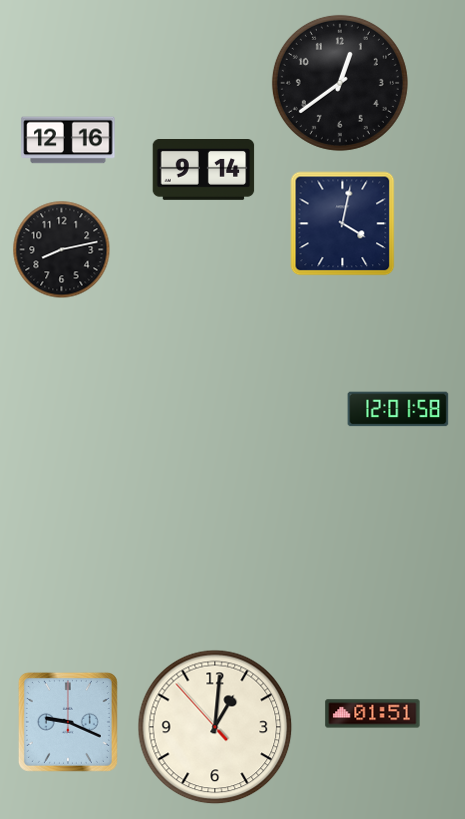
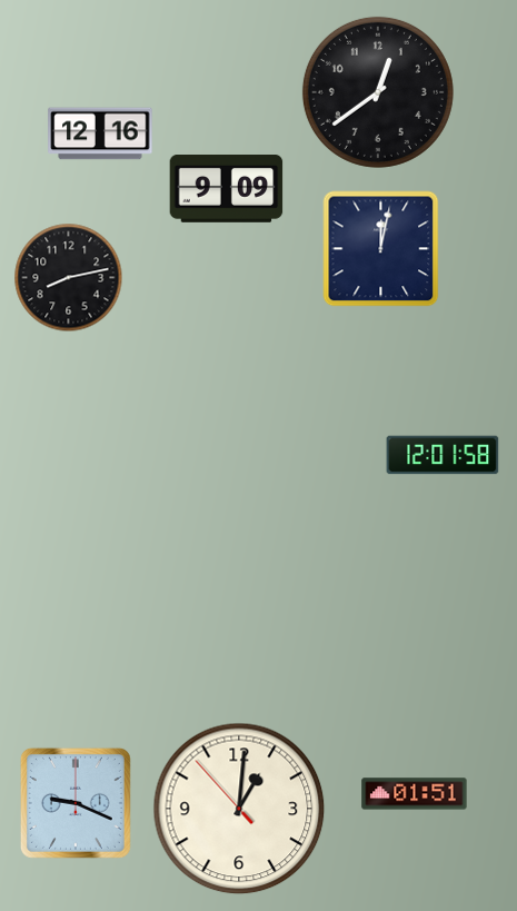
clock at (68, 140) position: (68, 140) -> (100, 133)
clock at (204, 170): 9:14 -> 9:09
clock at (343, 224): 4:02 -> 12:02
